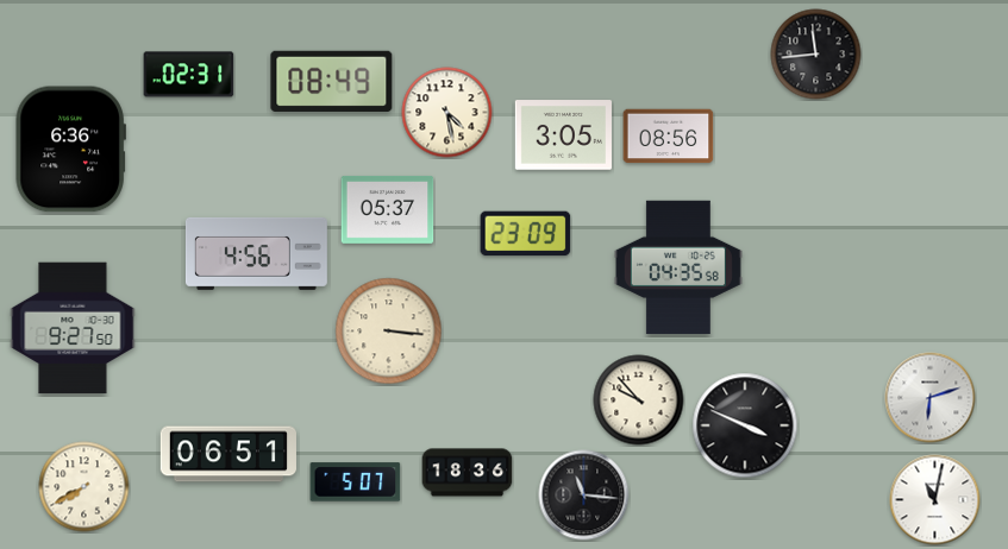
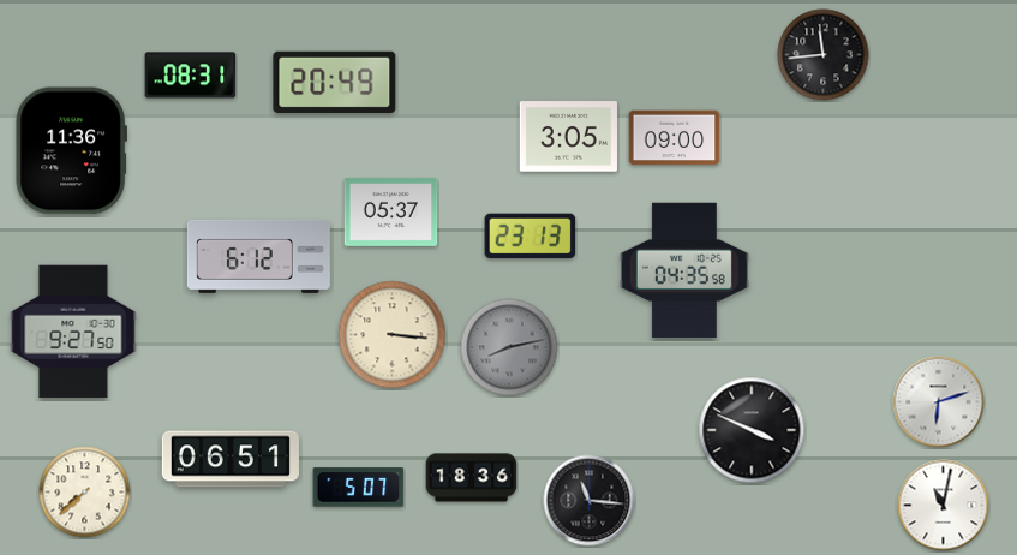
clock at (189, 75): 02:31 -> 08:31
clock at (332, 81): 08:49 -> 20:49
clock at (447, 113): 4:28 -> none
clock at (669, 137): 08:56 -> 09:00
clock at (70, 150): 6:36 -> 11:36
clock at (526, 234): 23:09 -> 23:13
clock at (256, 253): 4:56 -> 6:12
clock at (509, 347): none -> 8:13
clock at (639, 400): 9:53 -> none
clock at (84, 487): 7:40 -> 7:38
